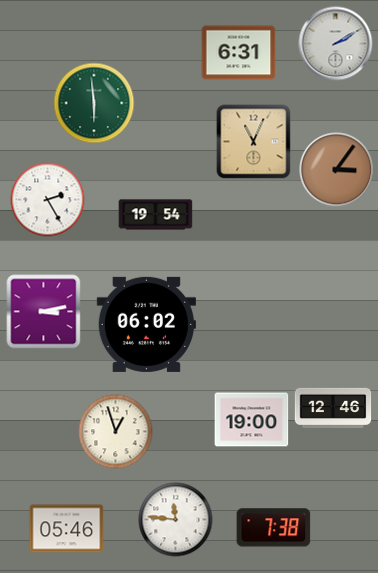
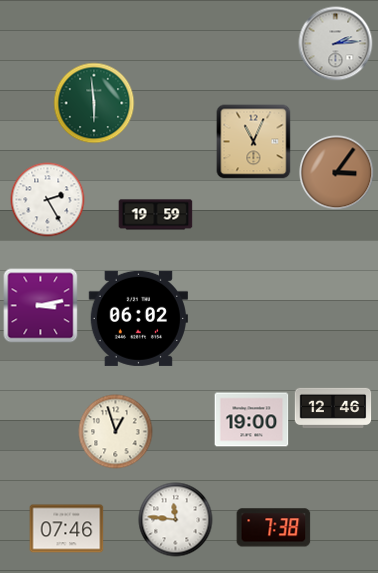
clock at (336, 44): 2:10 -> 2:14
clock at (239, 53): 6:31 -> none
clock at (337, 170) position: (337, 170) -> (337, 173)
clock at (156, 215): 19:54 -> 19:59
clock at (44, 312) position: (44, 312) -> (41, 306)
clock at (146, 324) position: (146, 324) -> (138, 318)
clock at (67, 529): 05:46 -> 07:46
